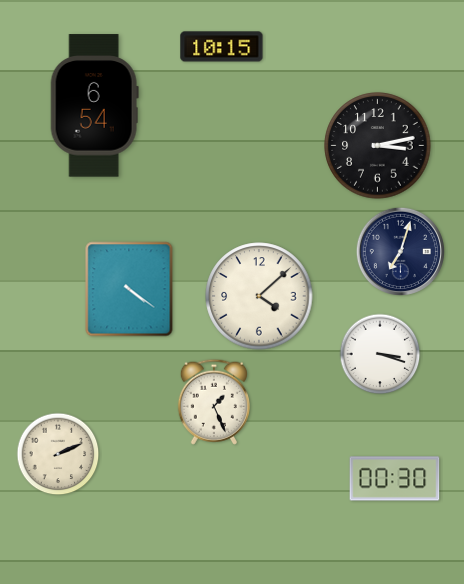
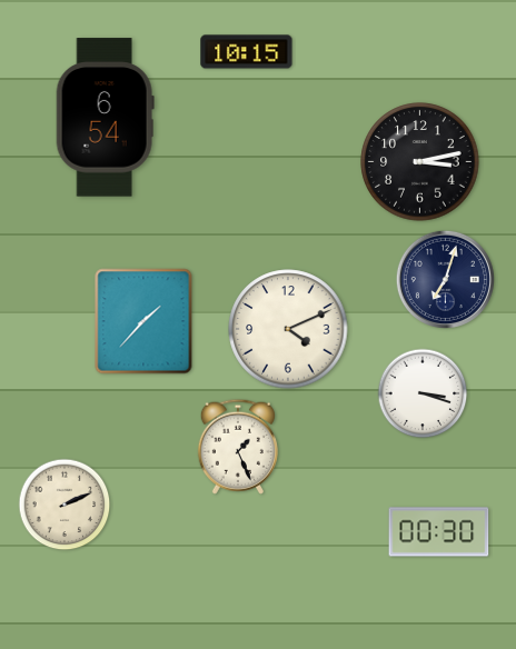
clock at (129, 289): 4:21 -> 1:37
clock at (259, 296): 4:08 -> 4:11
